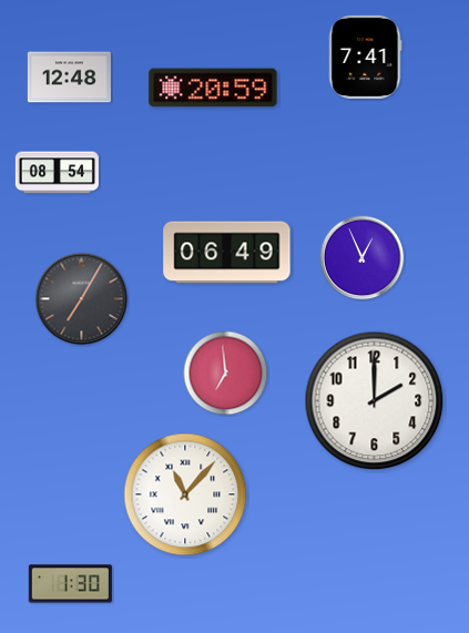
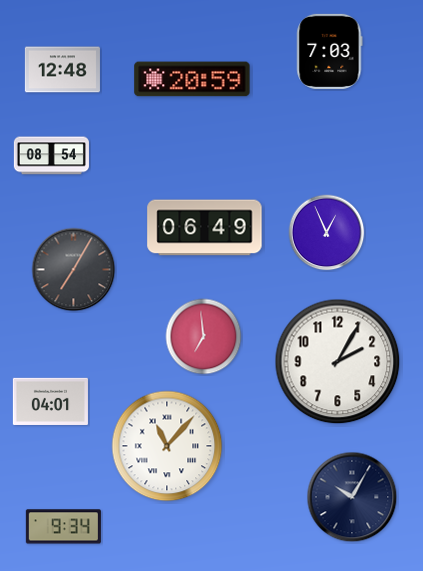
clock at (366, 57): 7:41 -> 7:03
clock at (375, 401): 2:00 -> 2:05
clock at (50, 401): none -> 04:01
clock at (352, 497): none -> 10:05
clock at (70, 584): 1:30 -> 9:34
